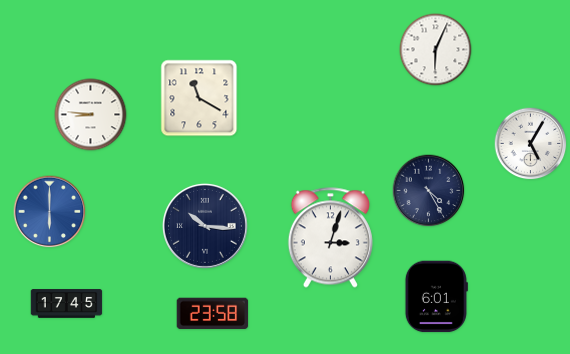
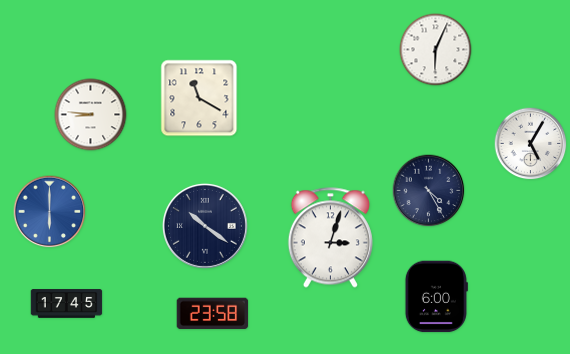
clock at (205, 226): 10:16 -> 10:21
clock at (436, 297): 6:01 -> 6:00
